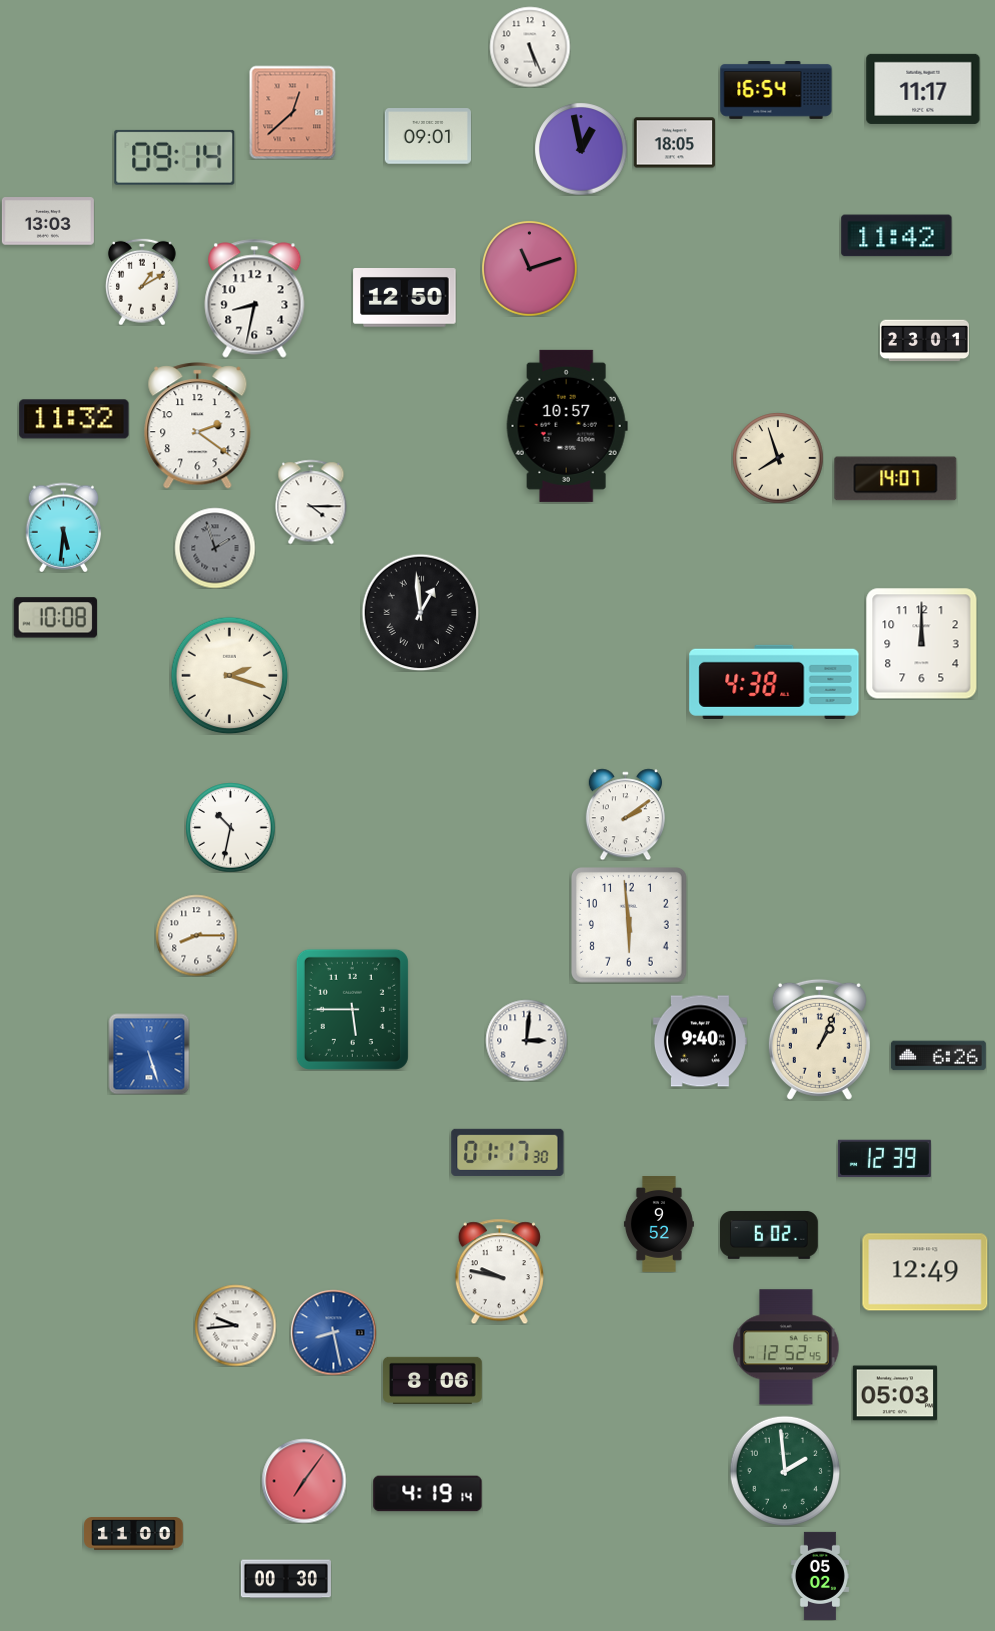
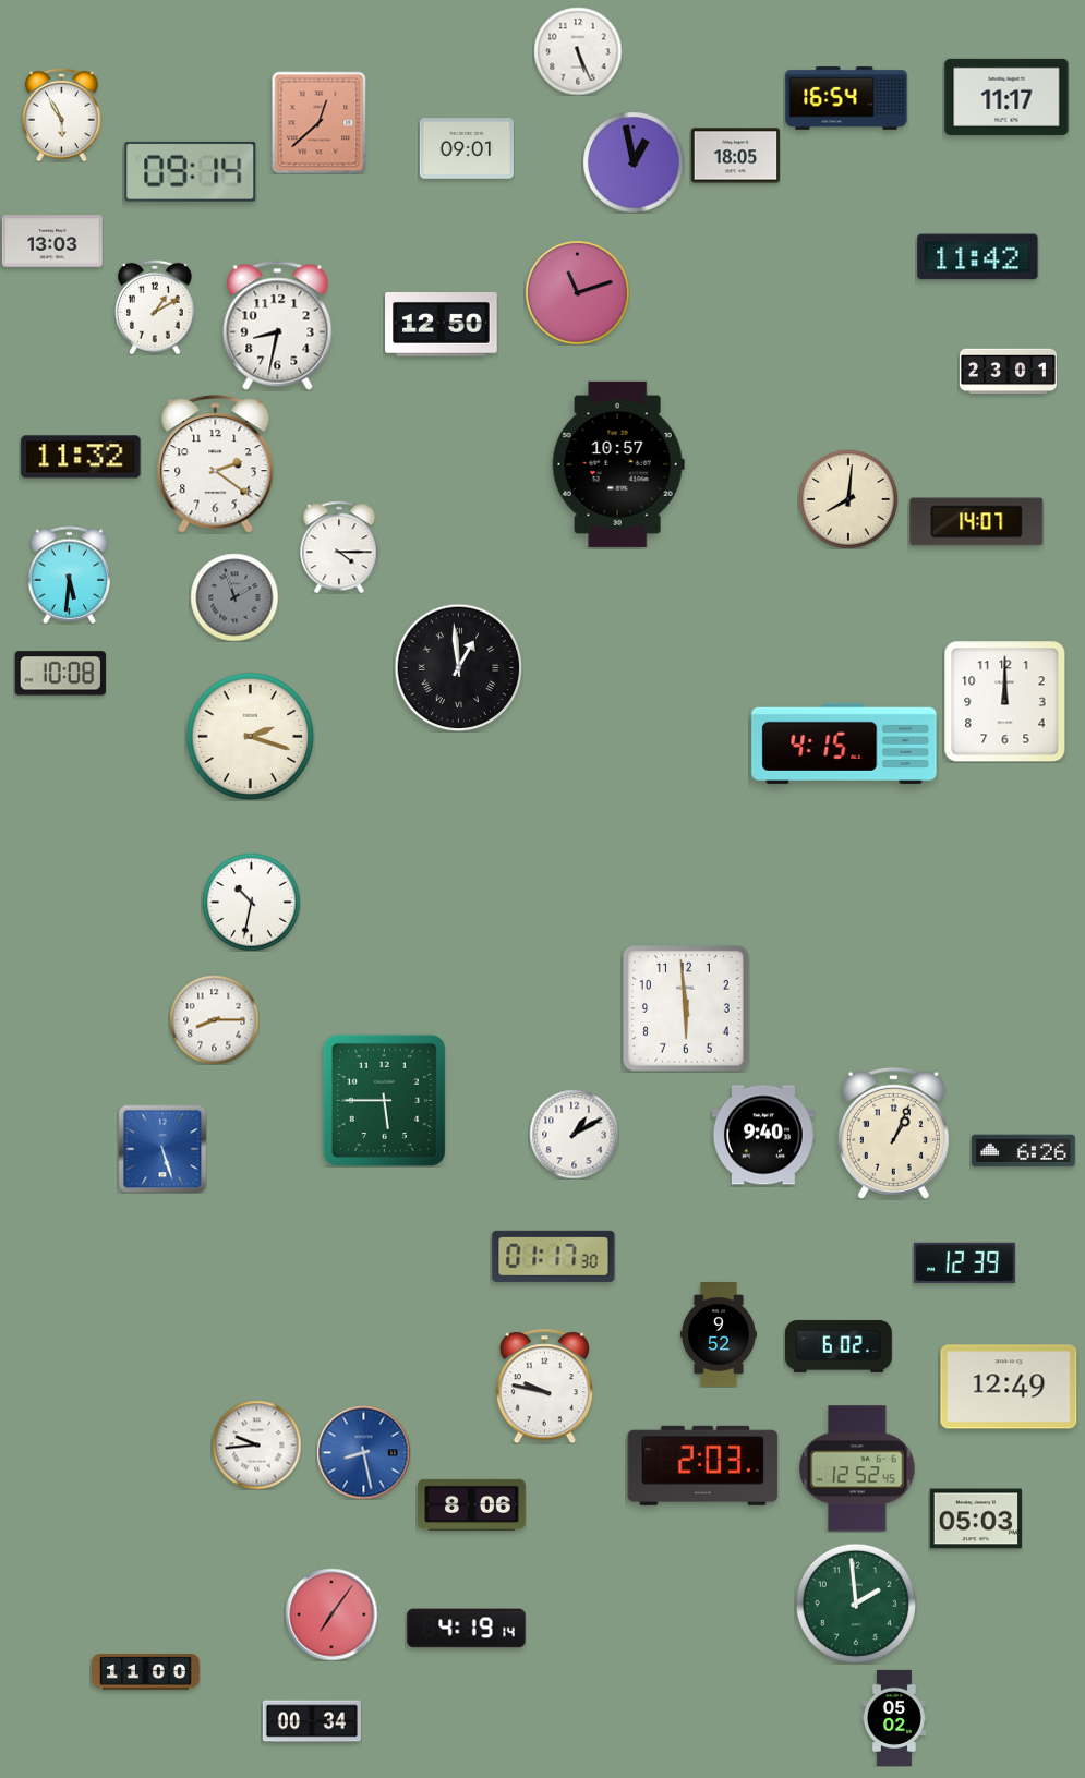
clock at (62, 114): none -> 5:55
clock at (778, 458): 7:57 -> 8:01
clock at (774, 682): 4:38 -> 4:15
clock at (625, 814): 2:09 -> none
clock at (526, 1040): 3:01 -> 1:10
clock at (703, 1465): none -> 2:03
clock at (286, 1579): 00:30 -> 00:34
